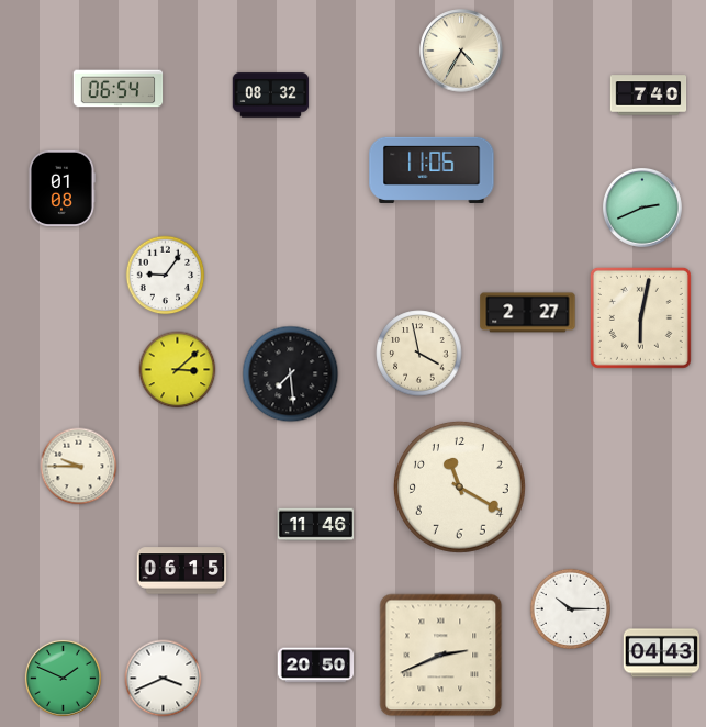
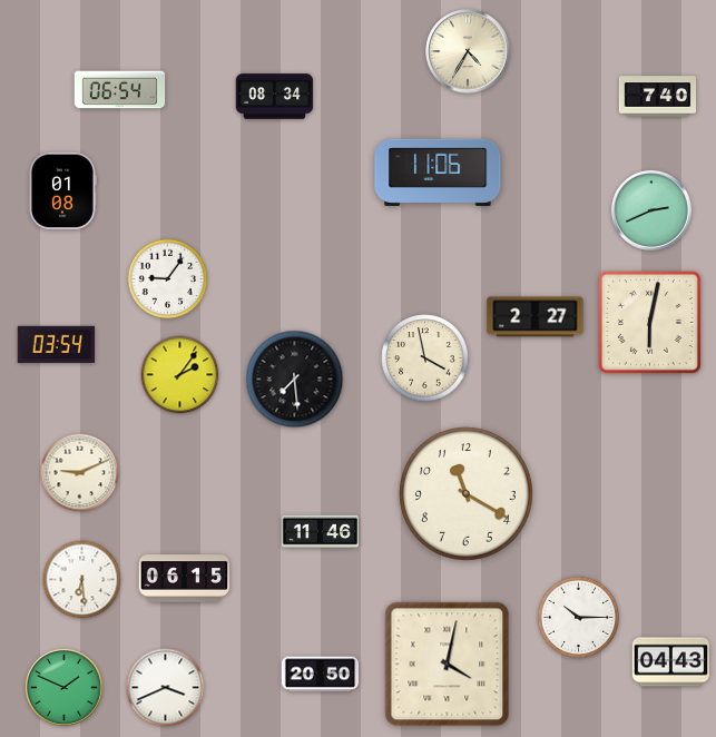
clock at (271, 96): 08:32 -> 08:34
clock at (56, 344): none -> 03:54
clock at (178, 370): 3:08 -> 2:06
clock at (79, 467): 9:45 -> 9:11
clock at (82, 580): none -> 6:29
clock at (441, 656): 2:41 -> 4:02
